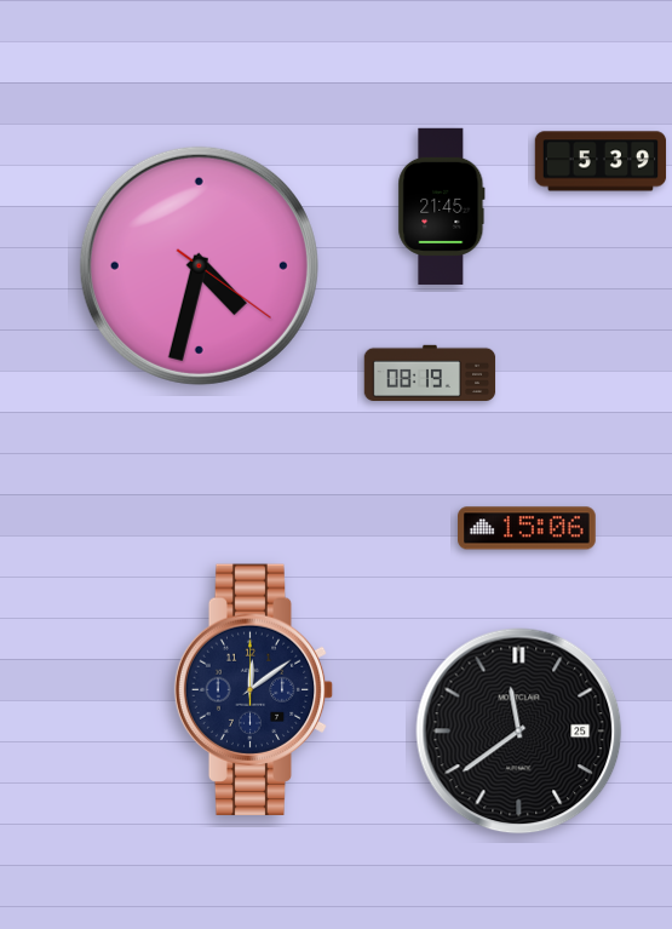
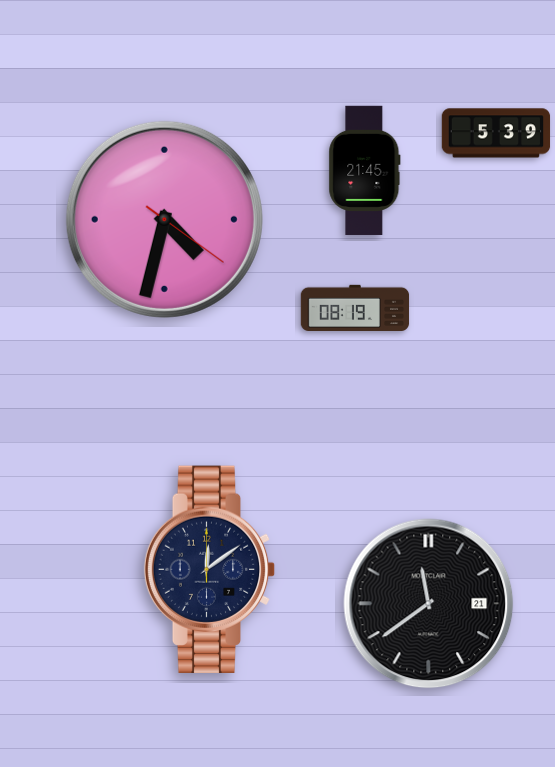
clock at (527, 528): 15:06 -> none
clock at (519, 732) date: 25 -> 21
